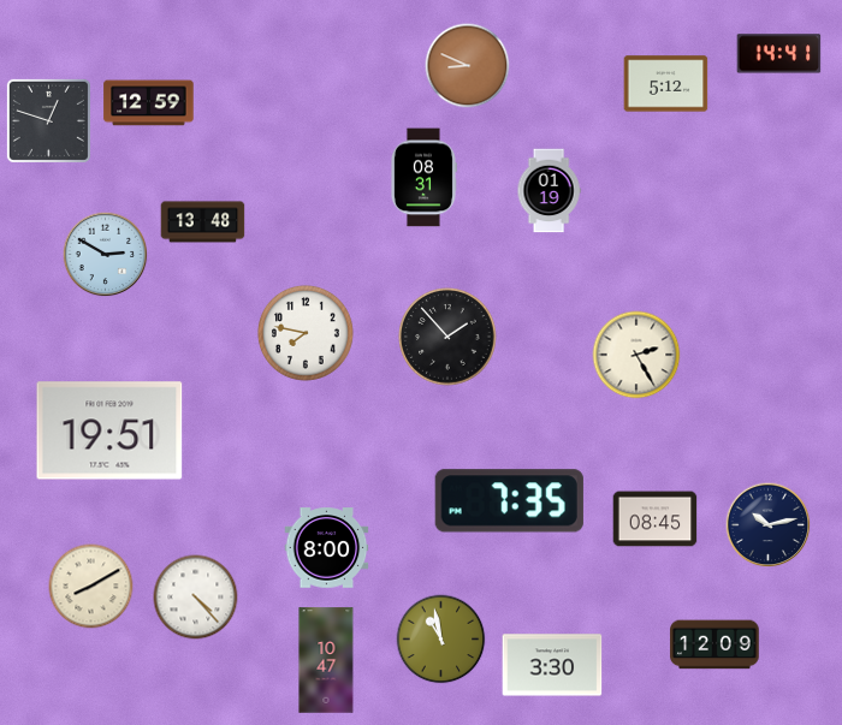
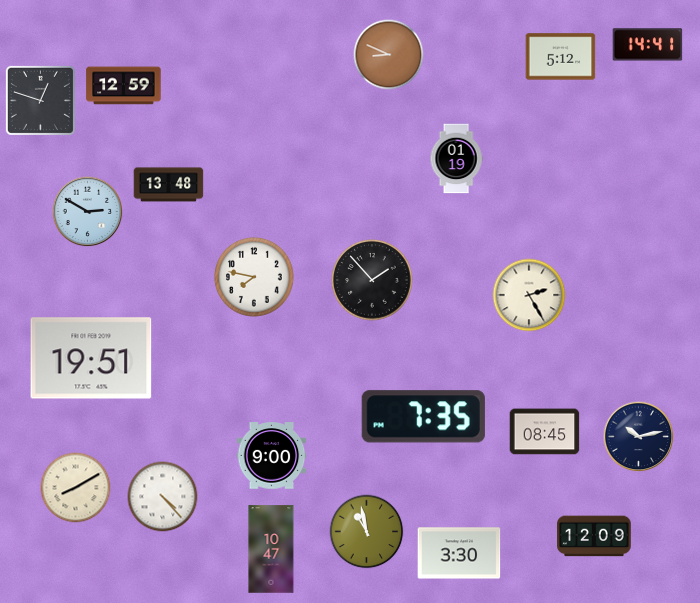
clock at (666, 84) position: (666, 84) -> (561, 57)
clock at (423, 178): 08:31 -> none
clock at (327, 548): 8:00 -> 9:00
